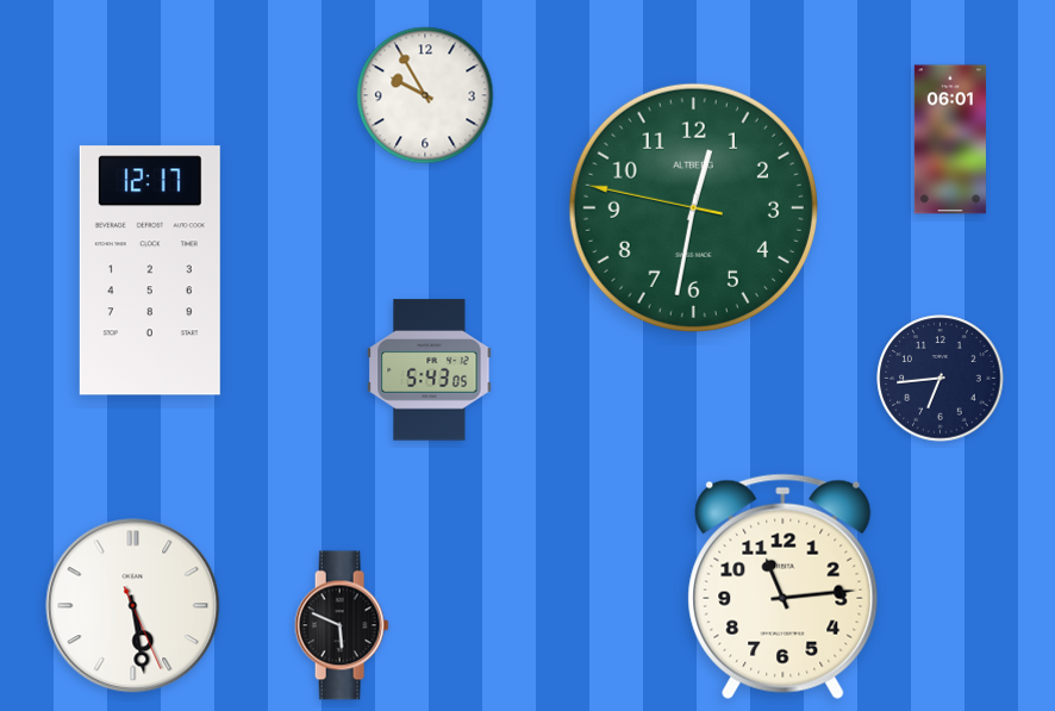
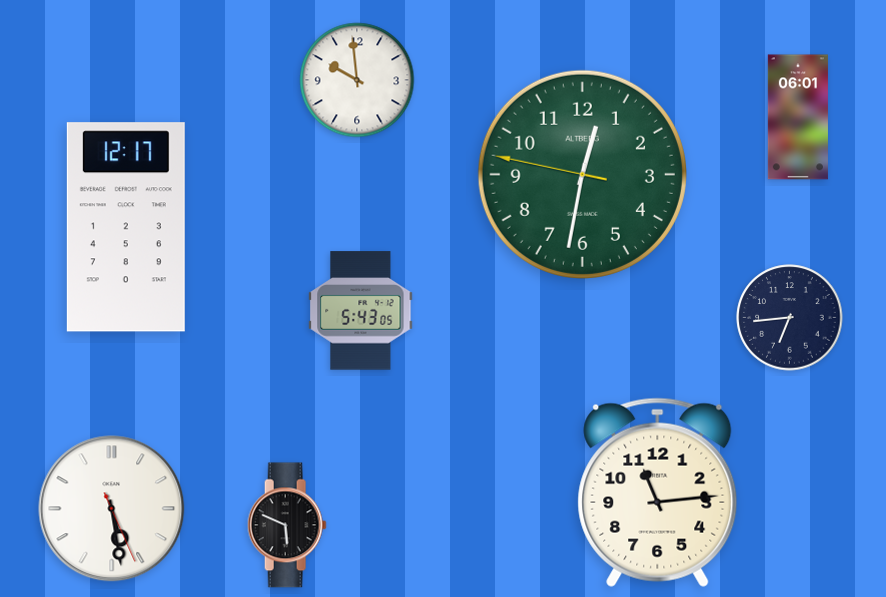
clock at (425, 95): 9:55 -> 9:59
